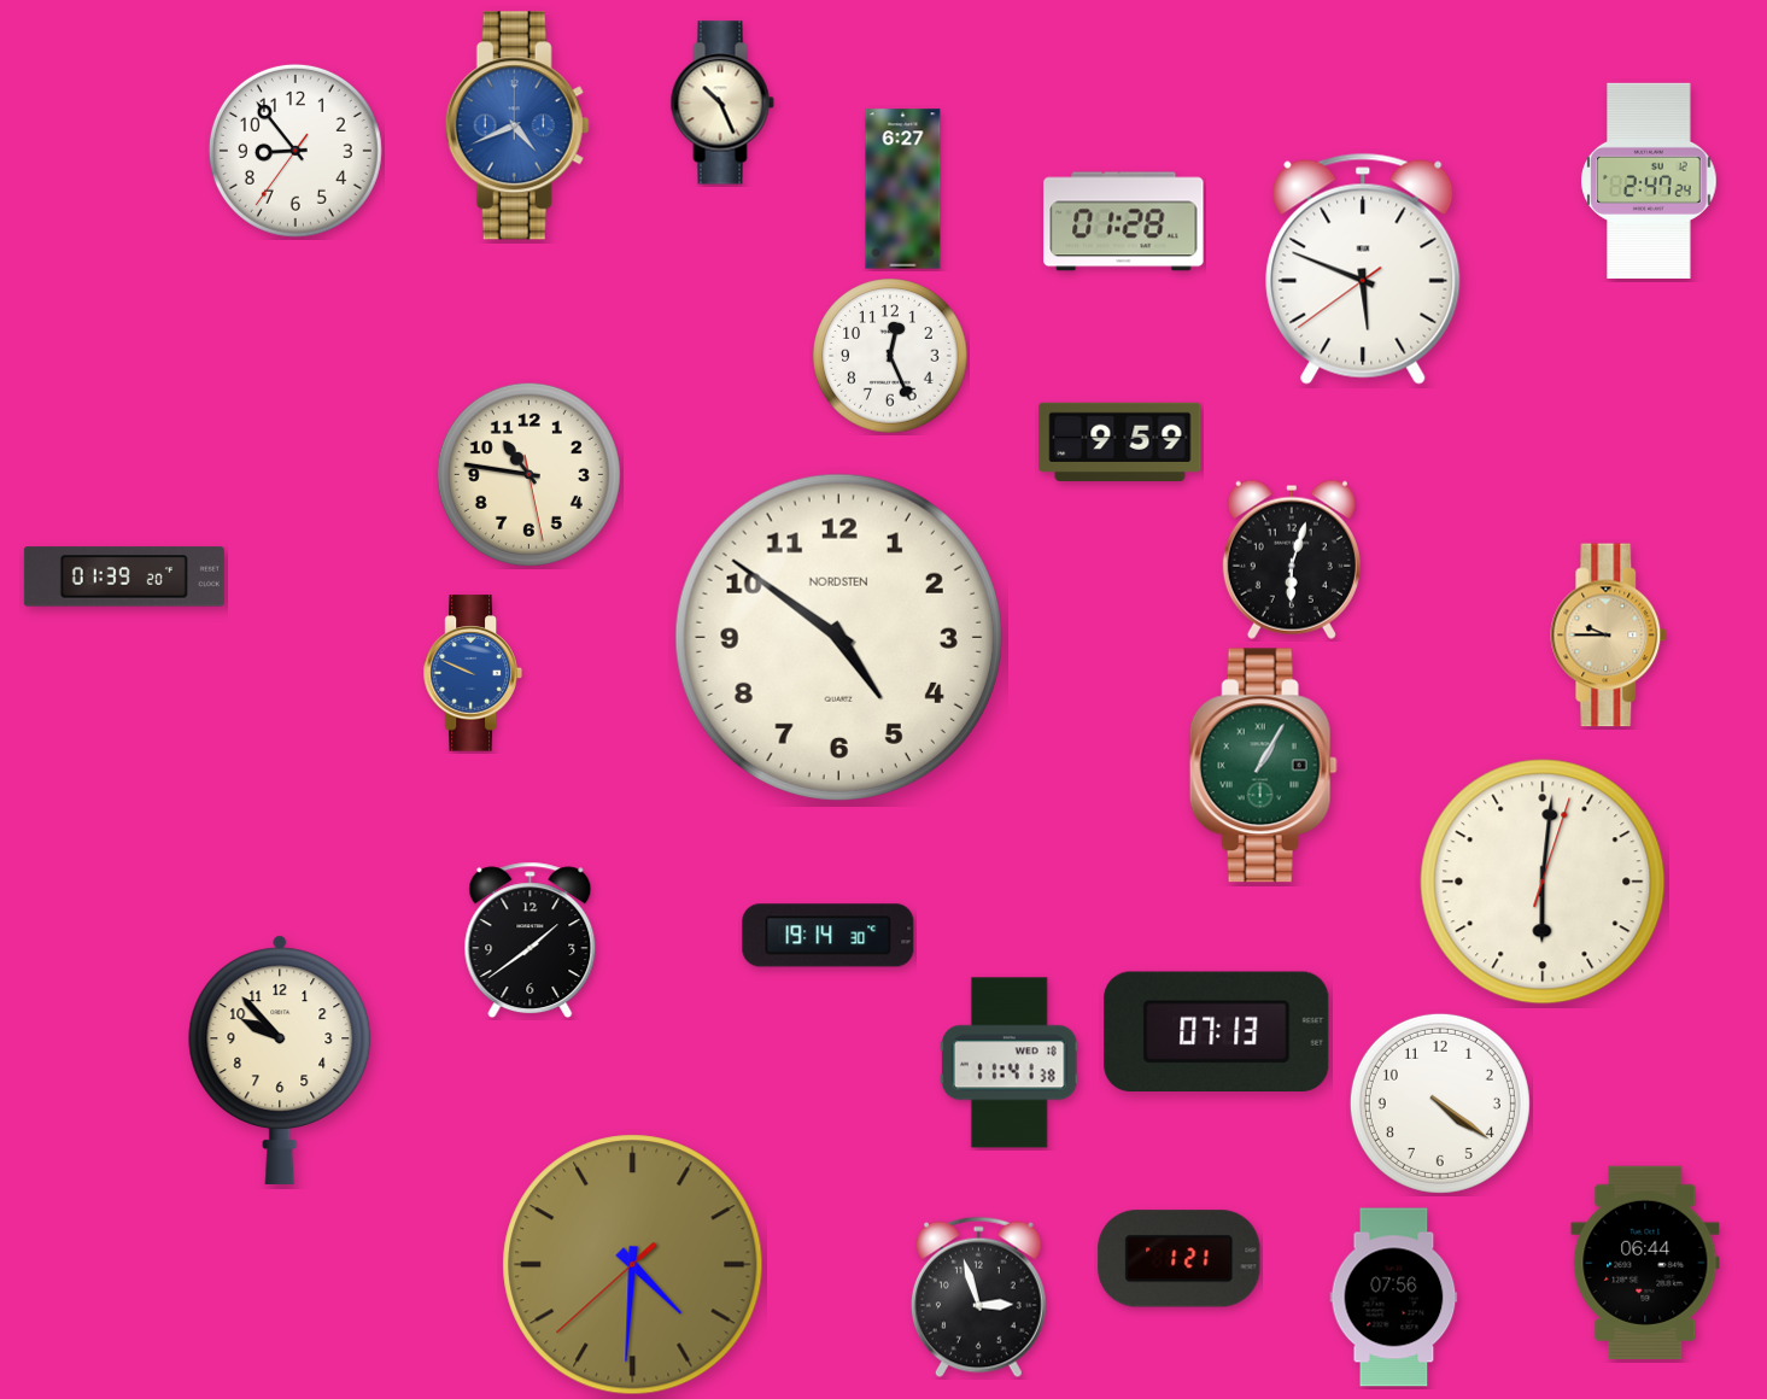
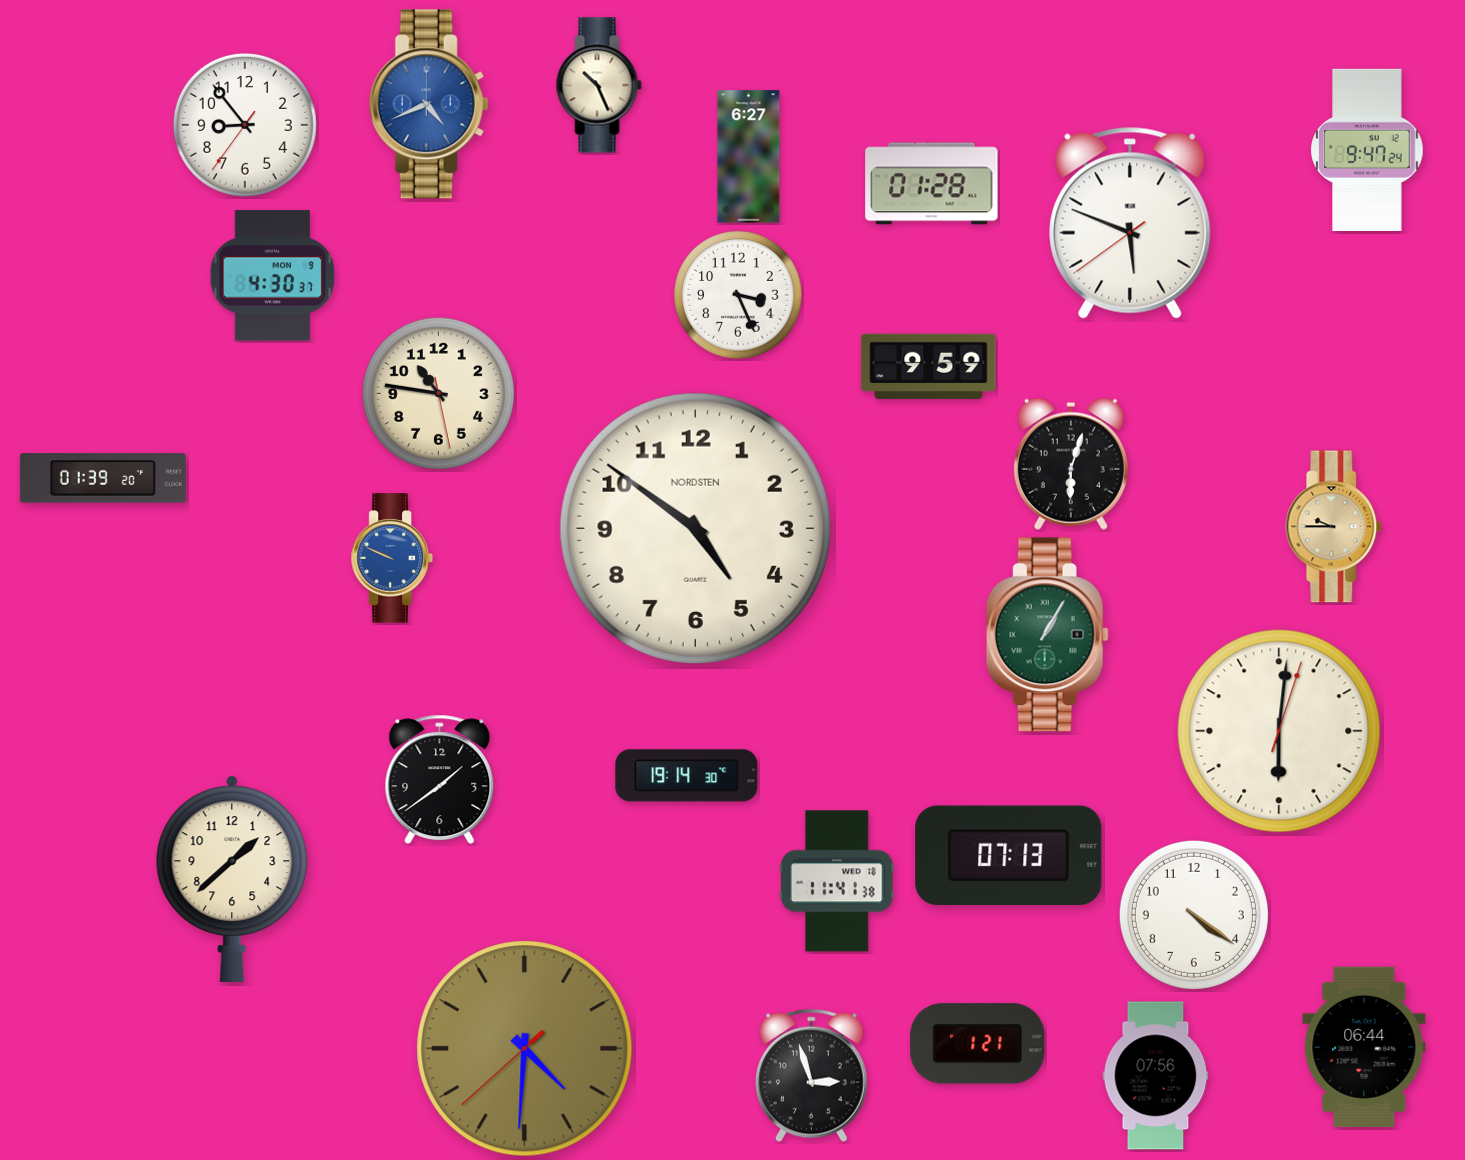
clock at (1649, 181): 2:47 -> 9:47
clock at (273, 276): none -> 4:30
clock at (890, 356): 12:26 -> 3:26
clock at (280, 1060): 9:53 -> 1:38
